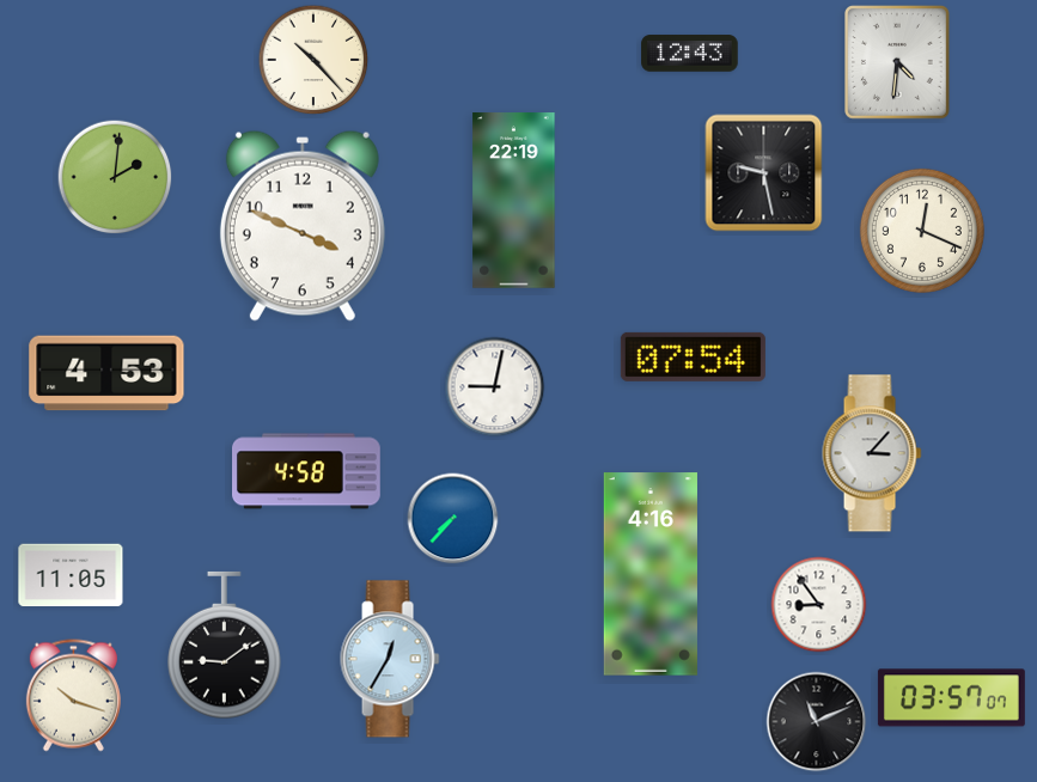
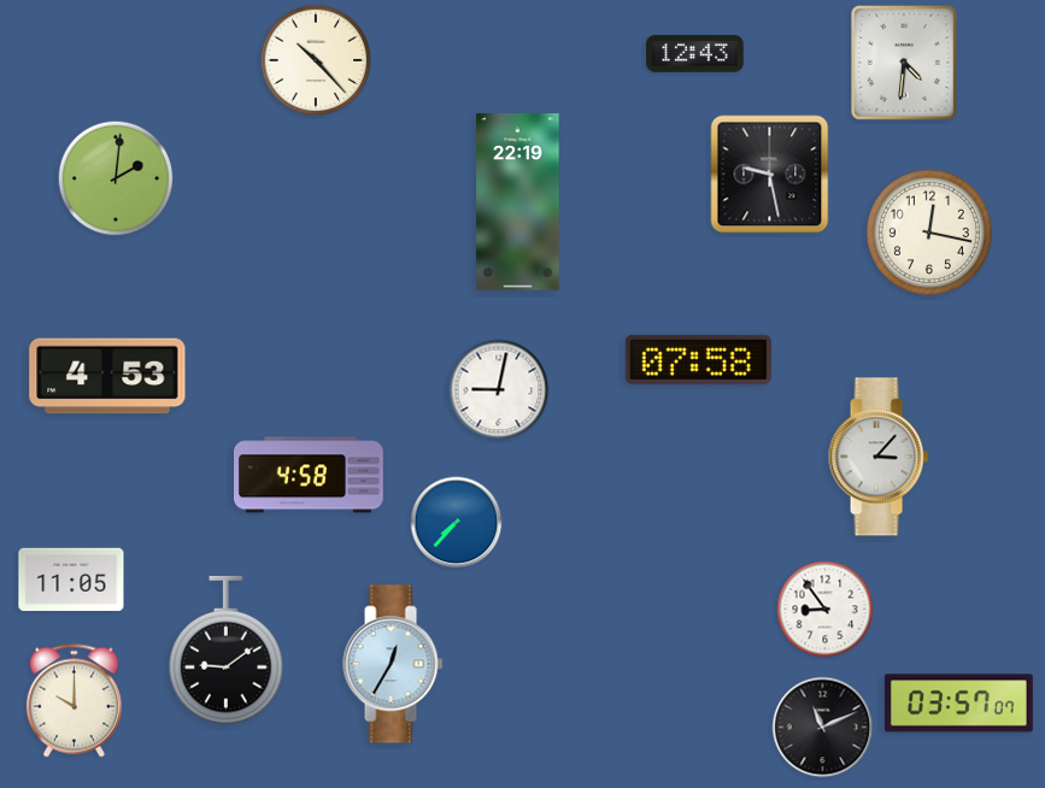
clock at (303, 226): 3:49 -> none
clock at (922, 231): 12:19 -> 12:17
clock at (693, 356): 07:54 -> 07:58
clock at (651, 574): 4:16 -> none
clock at (73, 696): 10:18 -> 10:00
